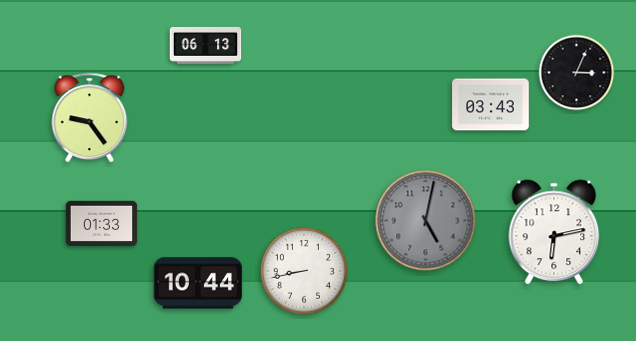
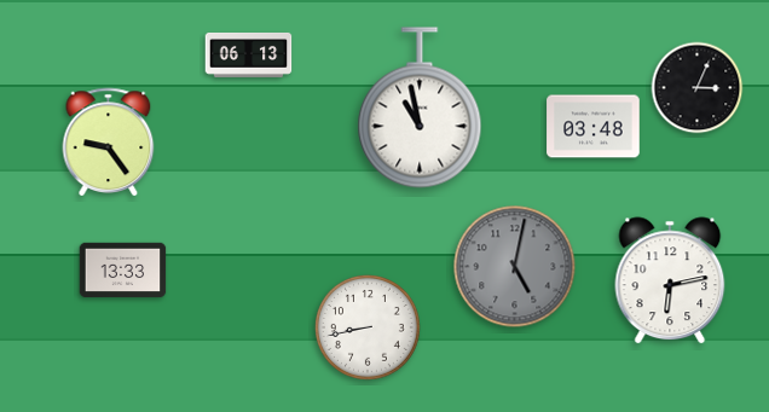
clock at (420, 108): none -> 10:58
clock at (491, 105): 03:43 -> 03:48
clock at (102, 224): 01:33 -> 13:33
clock at (198, 283): 10:44 -> none
